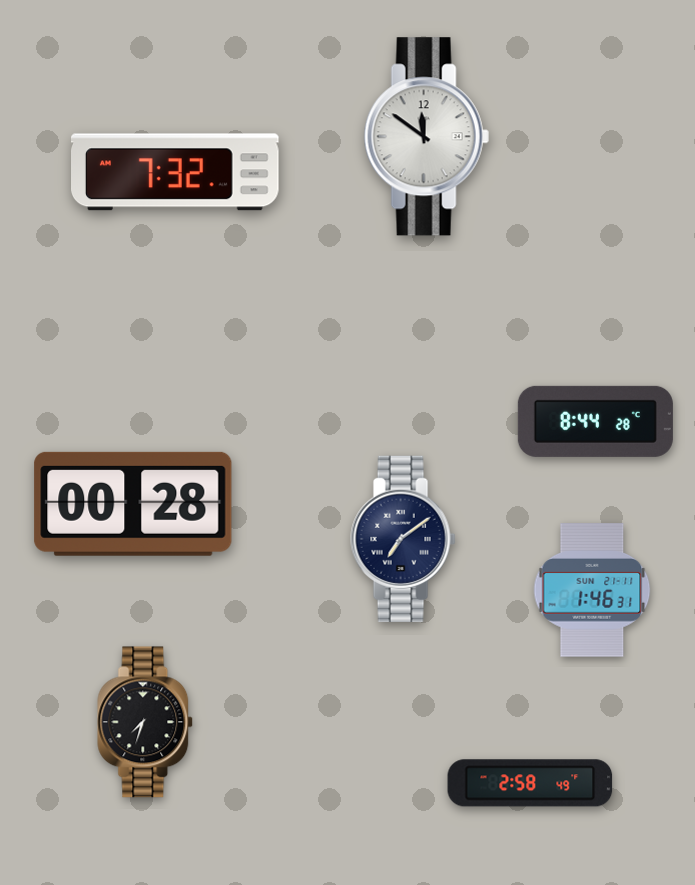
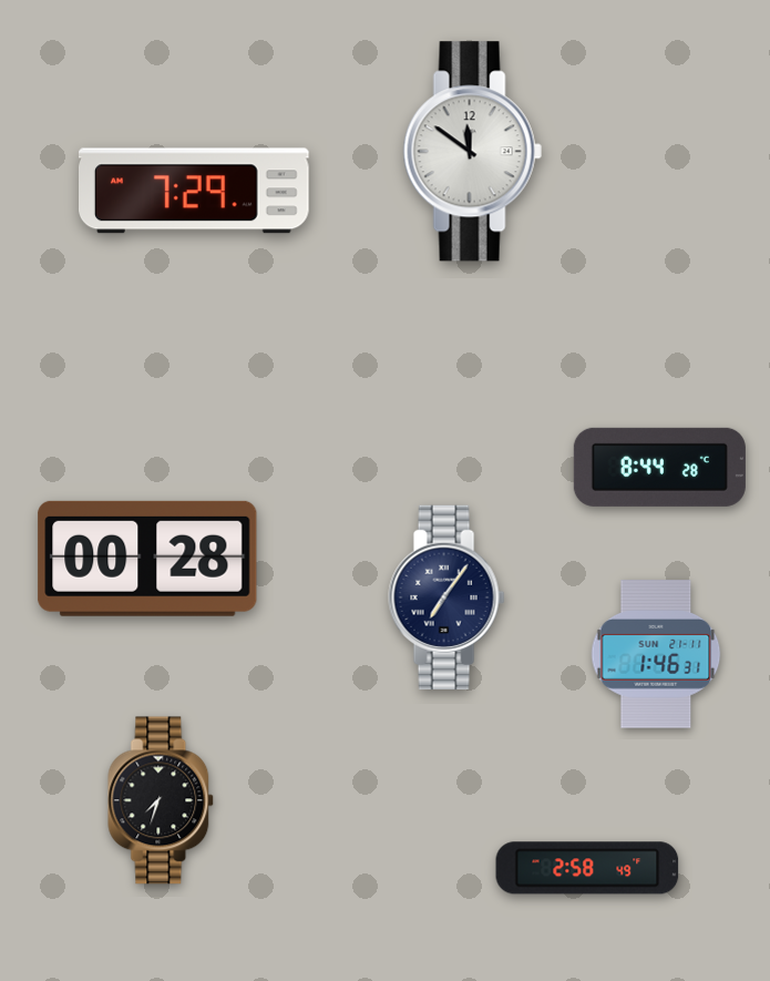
clock at (176, 172): 7:32 -> 7:29
clock at (403, 539): 7:09 -> 7:06
